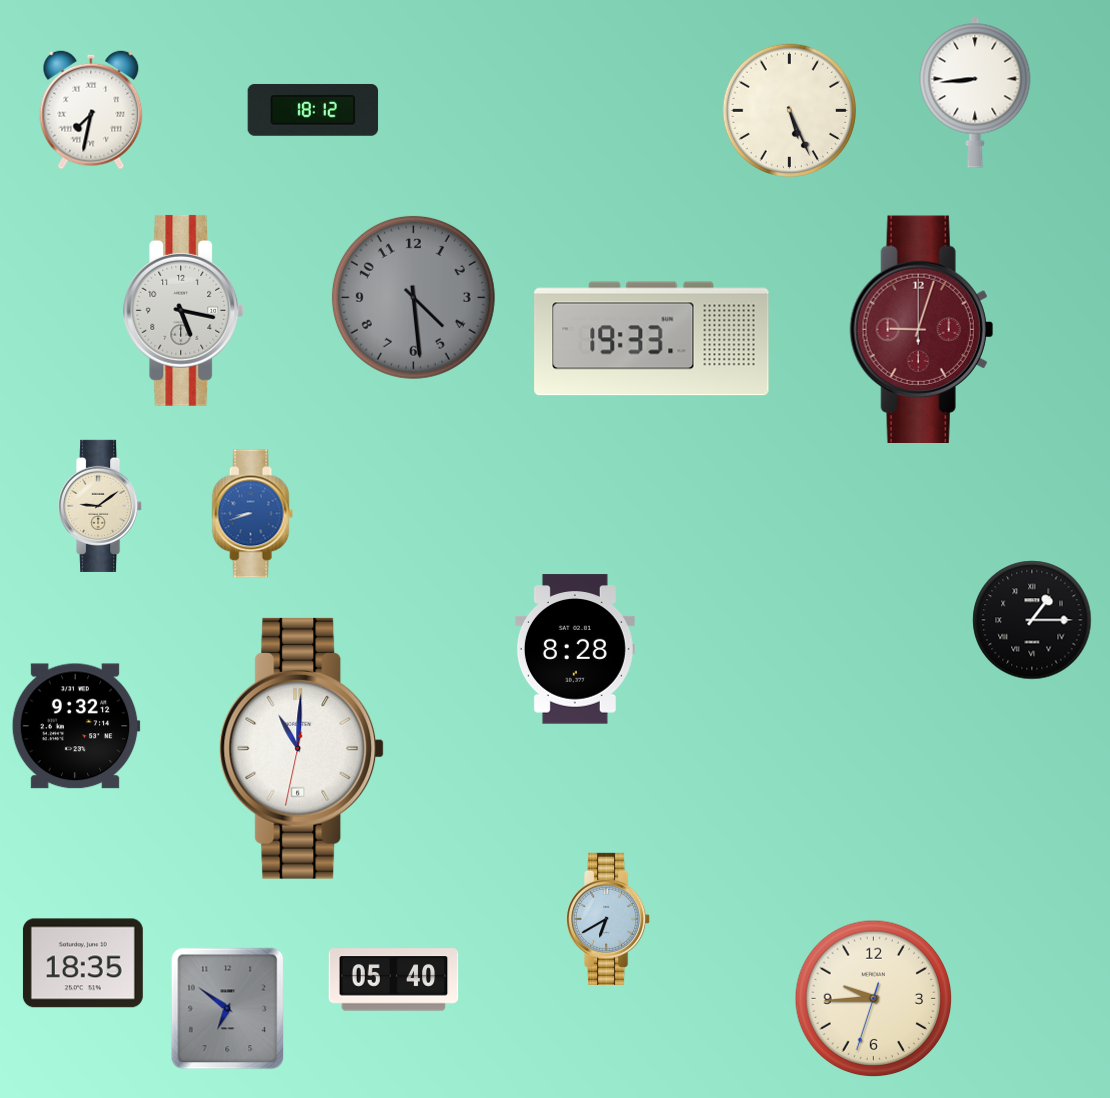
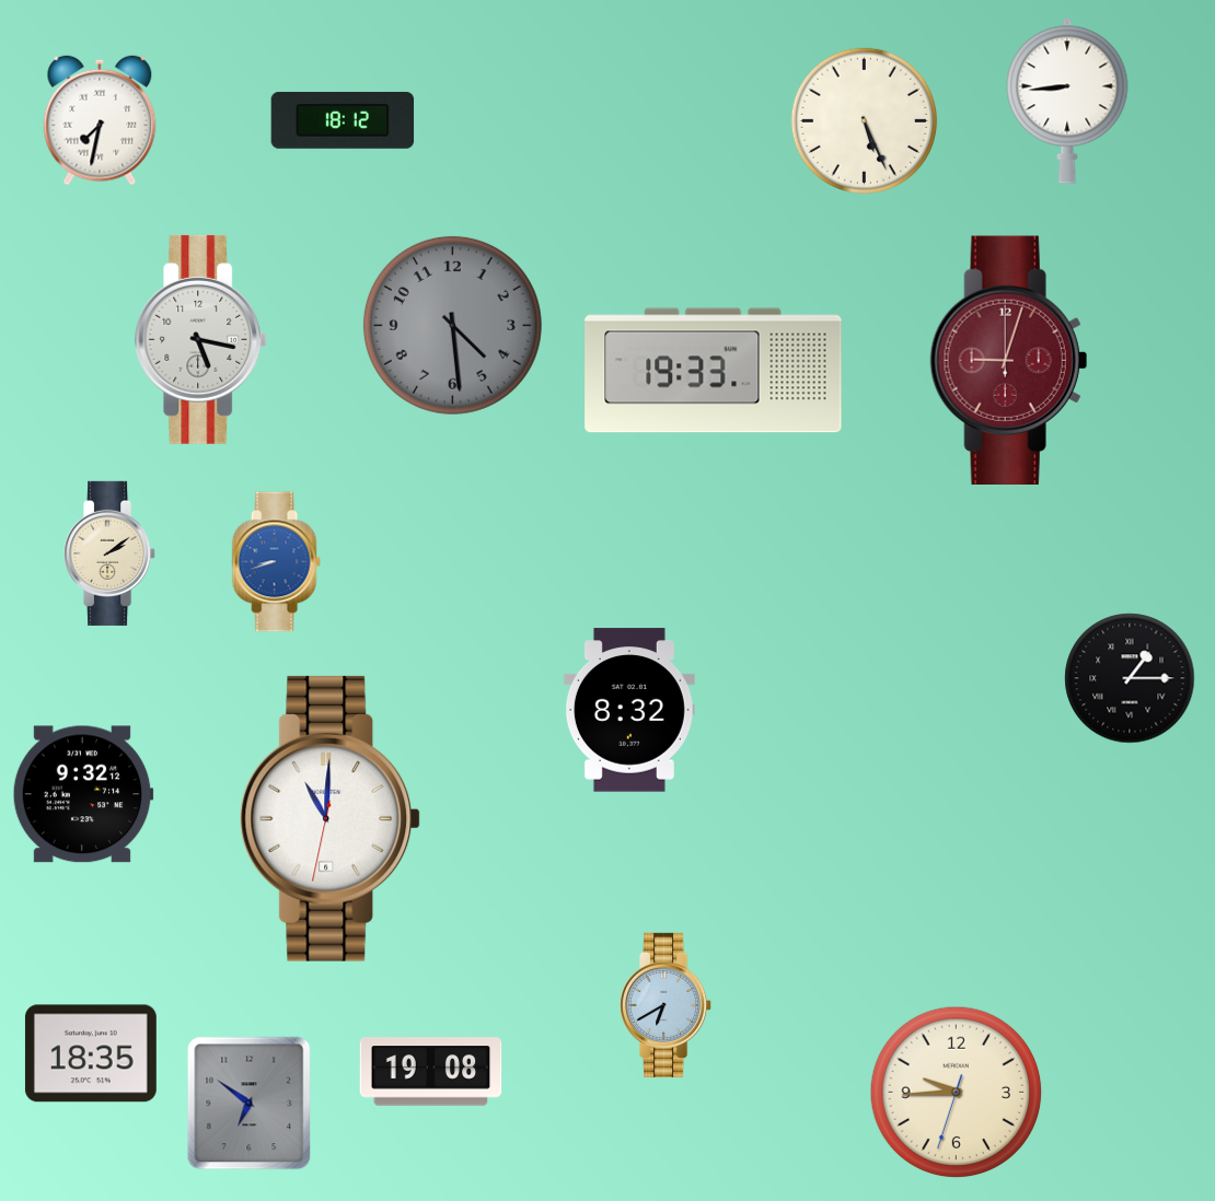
clock at (101, 506): 9:09 -> 2:09
clock at (575, 649): 8:28 -> 8:32
clock at (394, 980): 05:40 -> 19:08
